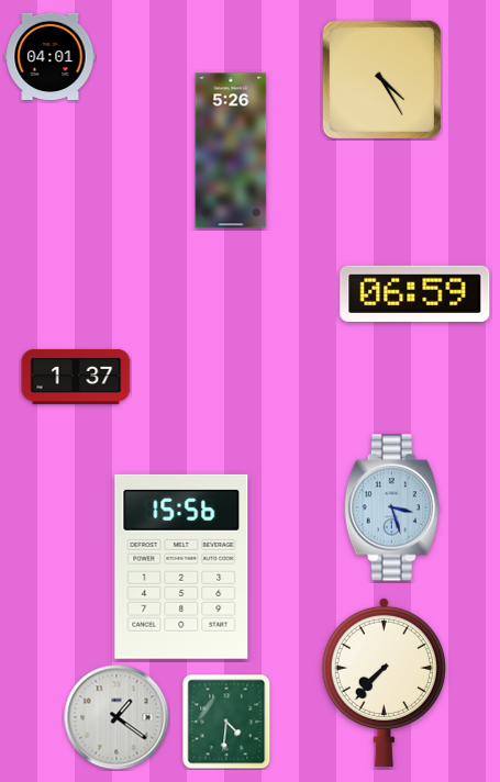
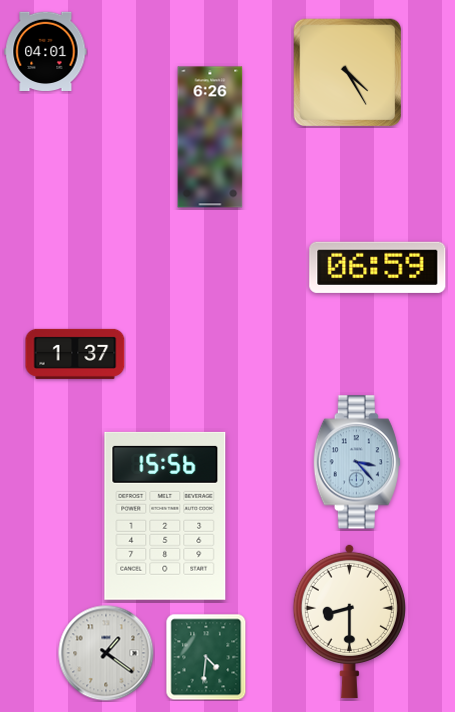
clock at (231, 150): 5:26 -> 6:26
clock at (76, 377) position: (76, 377) -> (75, 354)
clock at (392, 507): 3:27 -> 3:23
clock at (384, 682): 7:37 -> 8:30
